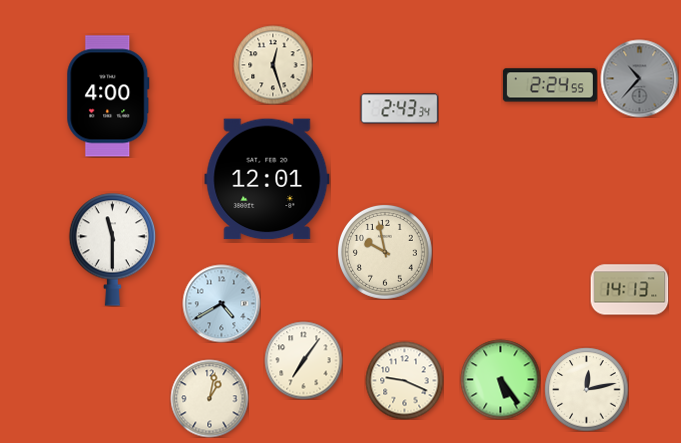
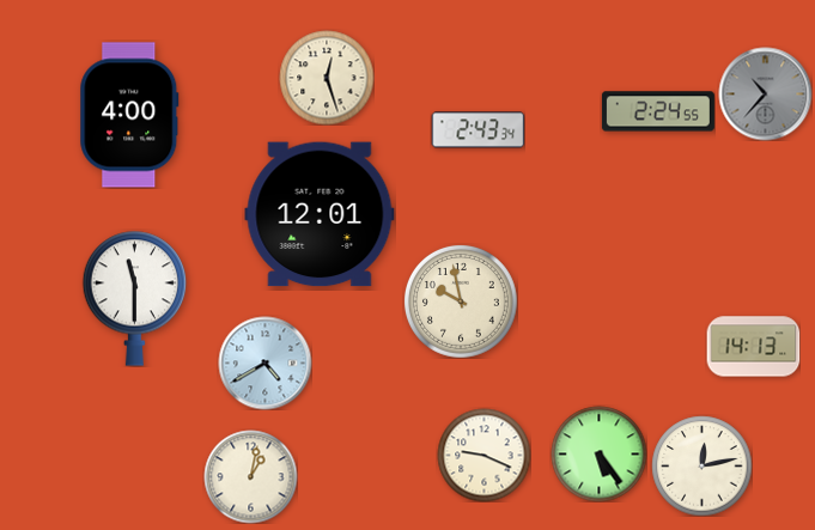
clock at (550, 85) position: (550, 85) -> (658, 111)
clock at (303, 360): 7:06 -> none
